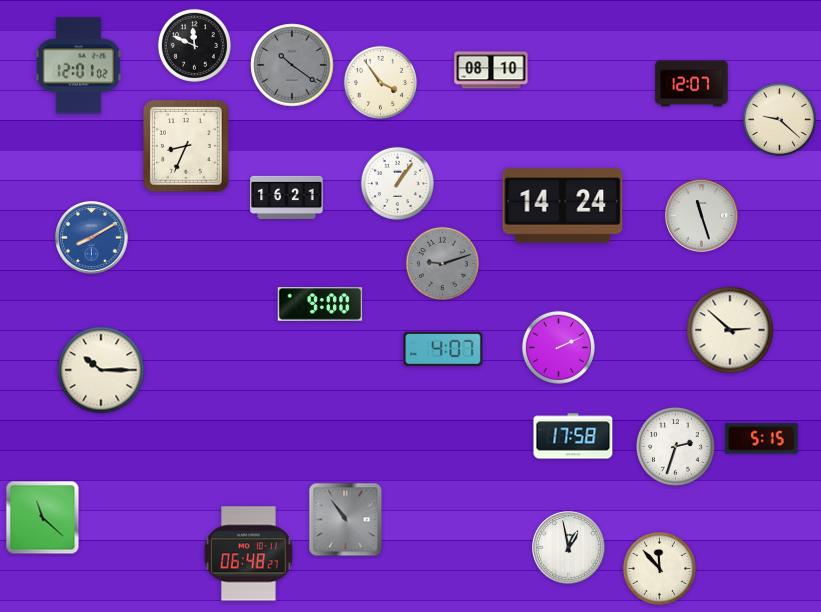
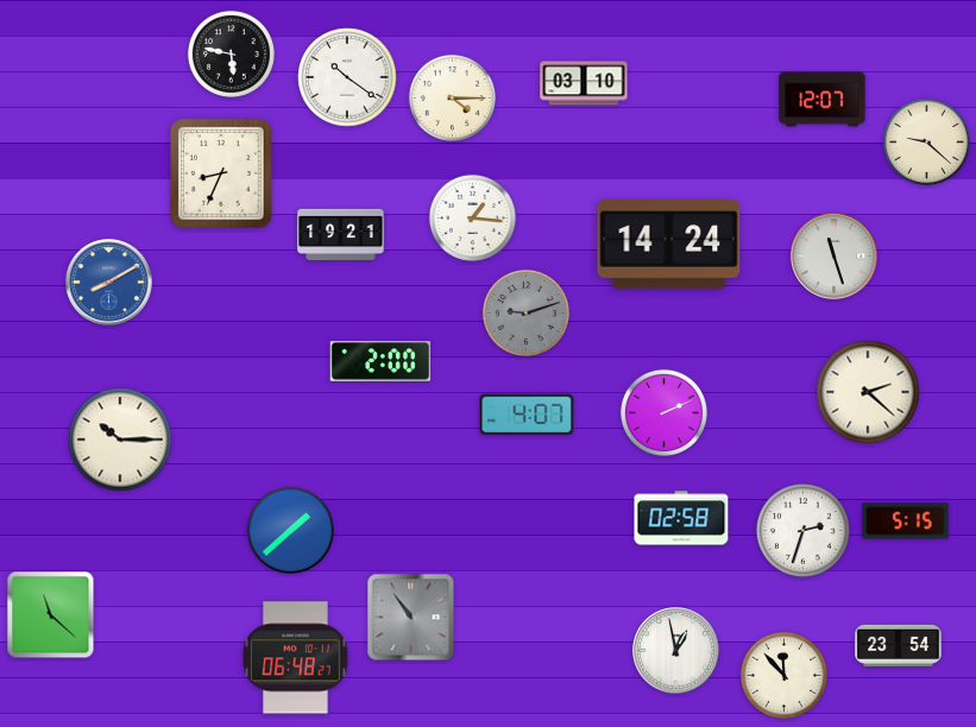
clock at (194, 45): 11:49 -> 5:47
clock at (292, 65) dial: grey -> white
clock at (78, 66): 12:01 -> none
clock at (491, 70): 08:10 -> 03:10
clock at (380, 82): 3:54 -> 4:15
clock at (397, 183): 1:06 -> 1:16
clock at (287, 197): 16:21 -> 19:21
clock at (320, 304): 9:00 -> 2:00
clock at (730, 330): 2:52 -> 2:22
clock at (573, 436): 17:58 -> 02:58
clock at (290, 530): none -> 1:38
clock at (899, 645): none -> 23:54
